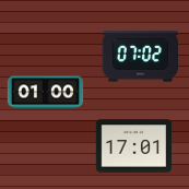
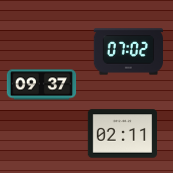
clock at (46, 93): 01:00 -> 09:37
clock at (133, 146): 17:01 -> 02:11
